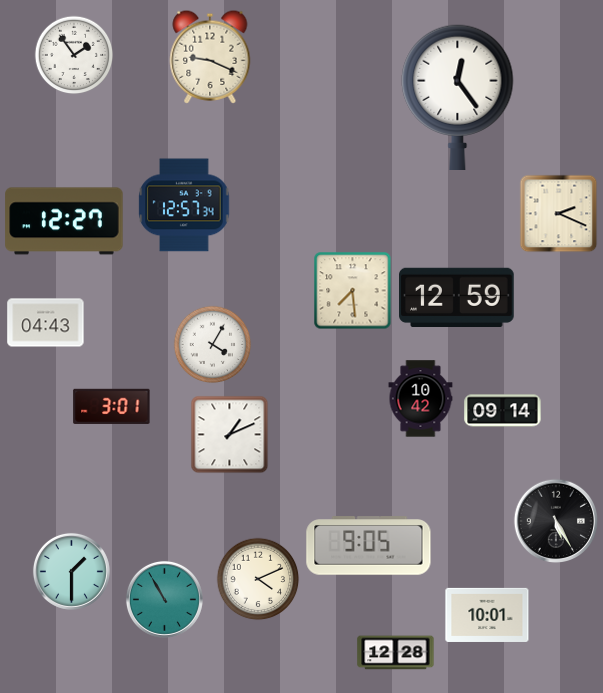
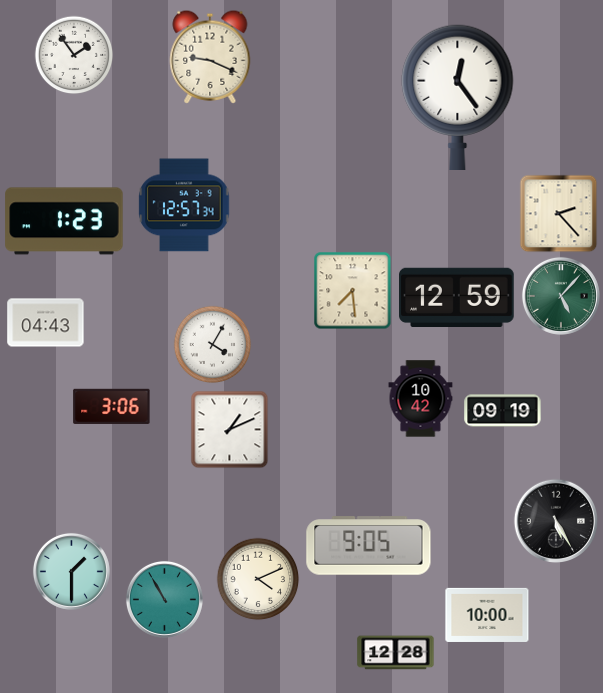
clock at (558, 213): 2:19 -> 2:23
clock at (64, 221): 12:27 -> 1:23
clock at (561, 296): none -> 5:07
clock at (112, 406): 3:01 -> 3:06
clock at (503, 411): 09:14 -> 09:19
clock at (229, 434) position: (229, 434) -> (229, 429)
clock at (487, 615): 10:01 -> 10:00
